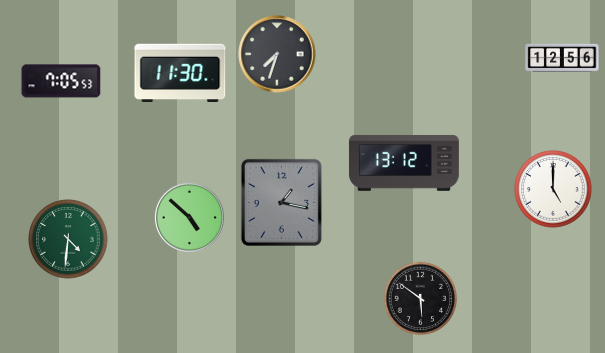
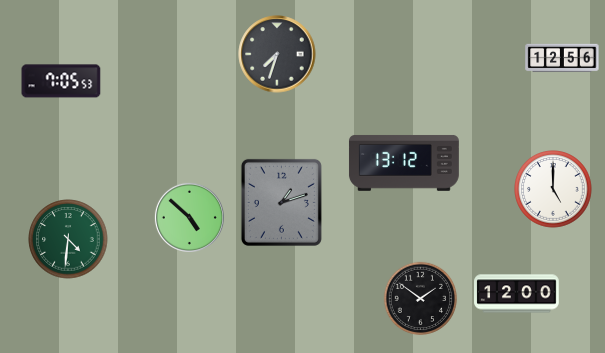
clock at (180, 72): 11:30 -> none
clock at (281, 202): 1:17 -> 1:12
clock at (517, 294): none -> 12:00
clock at (421, 299): 5:51 -> 1:51
